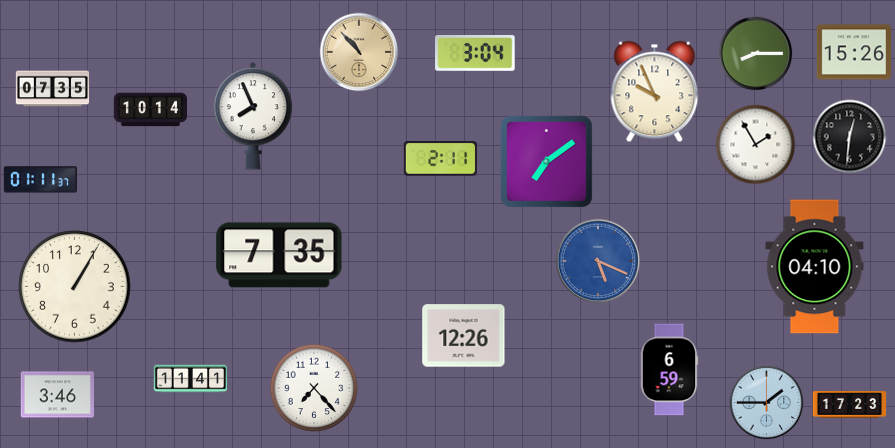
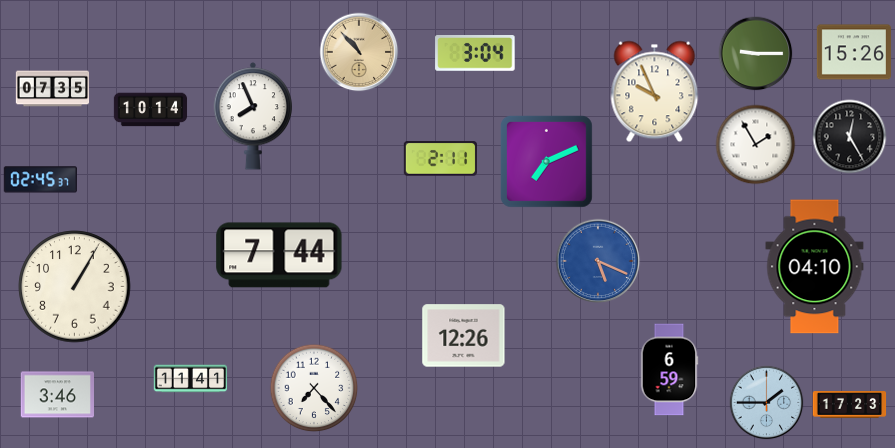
clock at (756, 54): 8:15 -> 9:15
clock at (850, 137): 12:31 -> 12:25
clock at (546, 161): 7:09 -> 7:11
clock at (40, 180): 01:11 -> 02:45
clock at (279, 255): 7:35 -> 7:44
